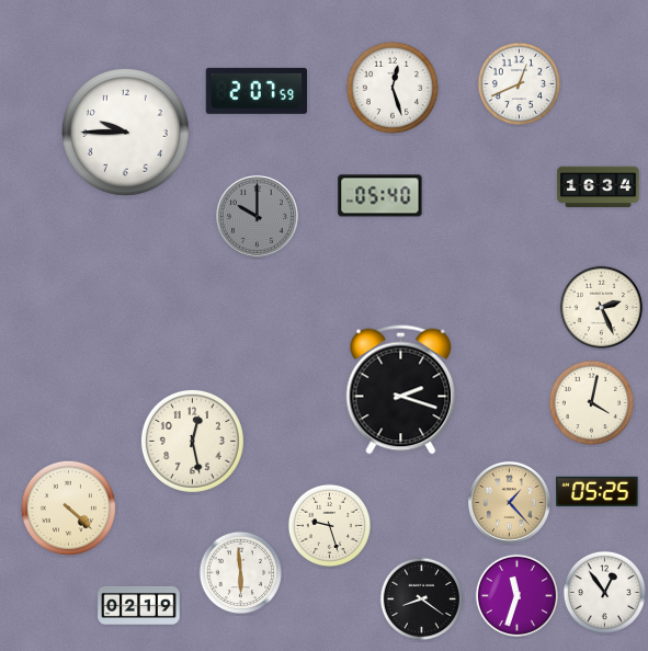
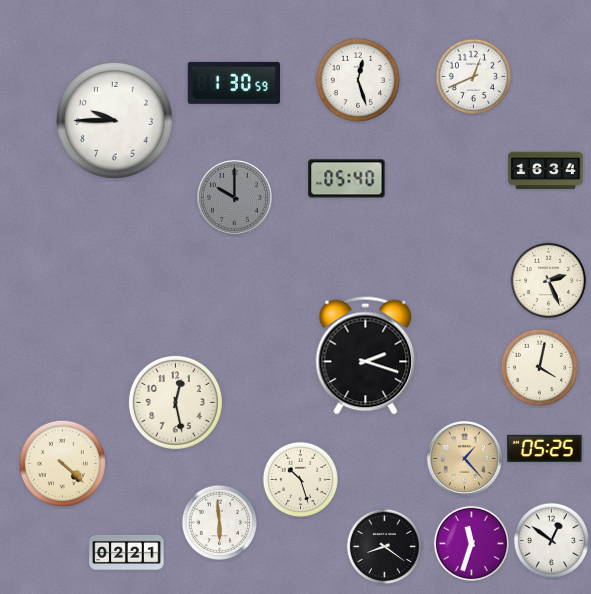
clock at (257, 91): 2:07 -> 1:30
clock at (330, 526): 9:27 -> 10:27
clock at (605, 593): 12:54 -> 12:51
clock at (139, 605): 02:19 -> 02:21
